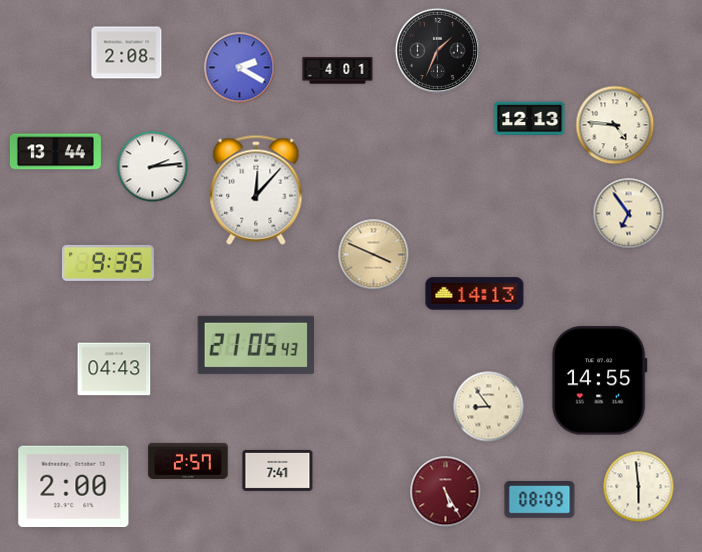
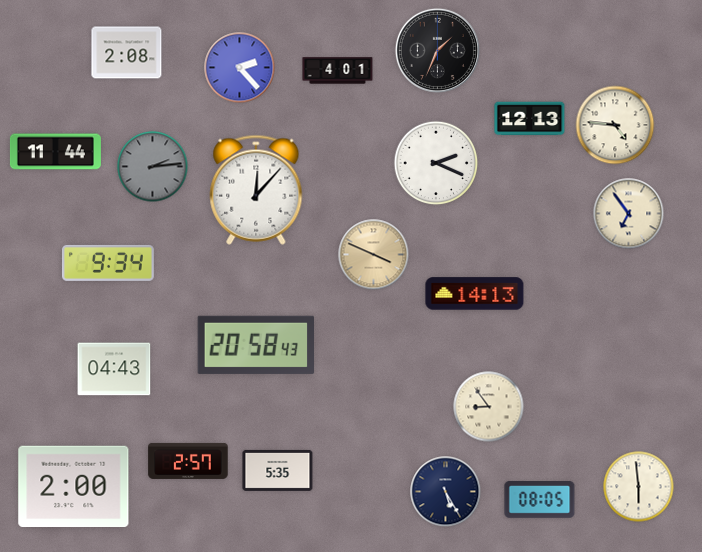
clock at (240, 68): 2:20 -> 2:23
clock at (55, 152): 13:44 -> 11:44
clock at (436, 163): none -> 2:19
clock at (153, 167) dial: white -> grey
clock at (108, 263): 9:35 -> 9:34
clock at (256, 345): 21:05 -> 20:58
clock at (599, 381): 14:55 -> none
clock at (278, 470): 7:41 -> 5:35
clock at (446, 492) dial: burgundy -> navy
clock at (540, 500): 08:09 -> 08:05
